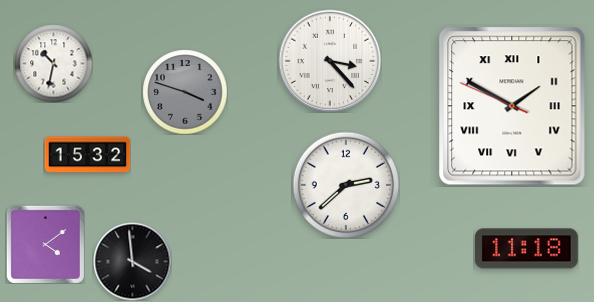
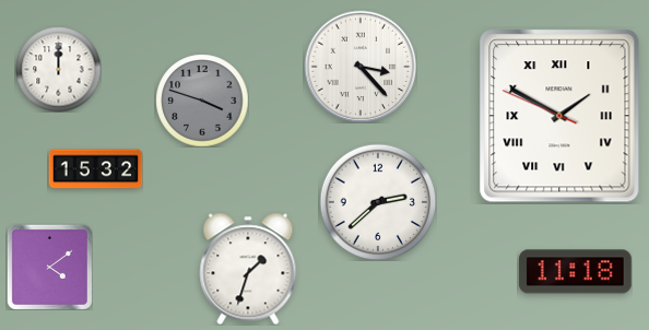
clock at (53, 63): 10:32 -> 12:00
clock at (248, 269): none -> 1:33
clock at (132, 261): 3:59 -> none
